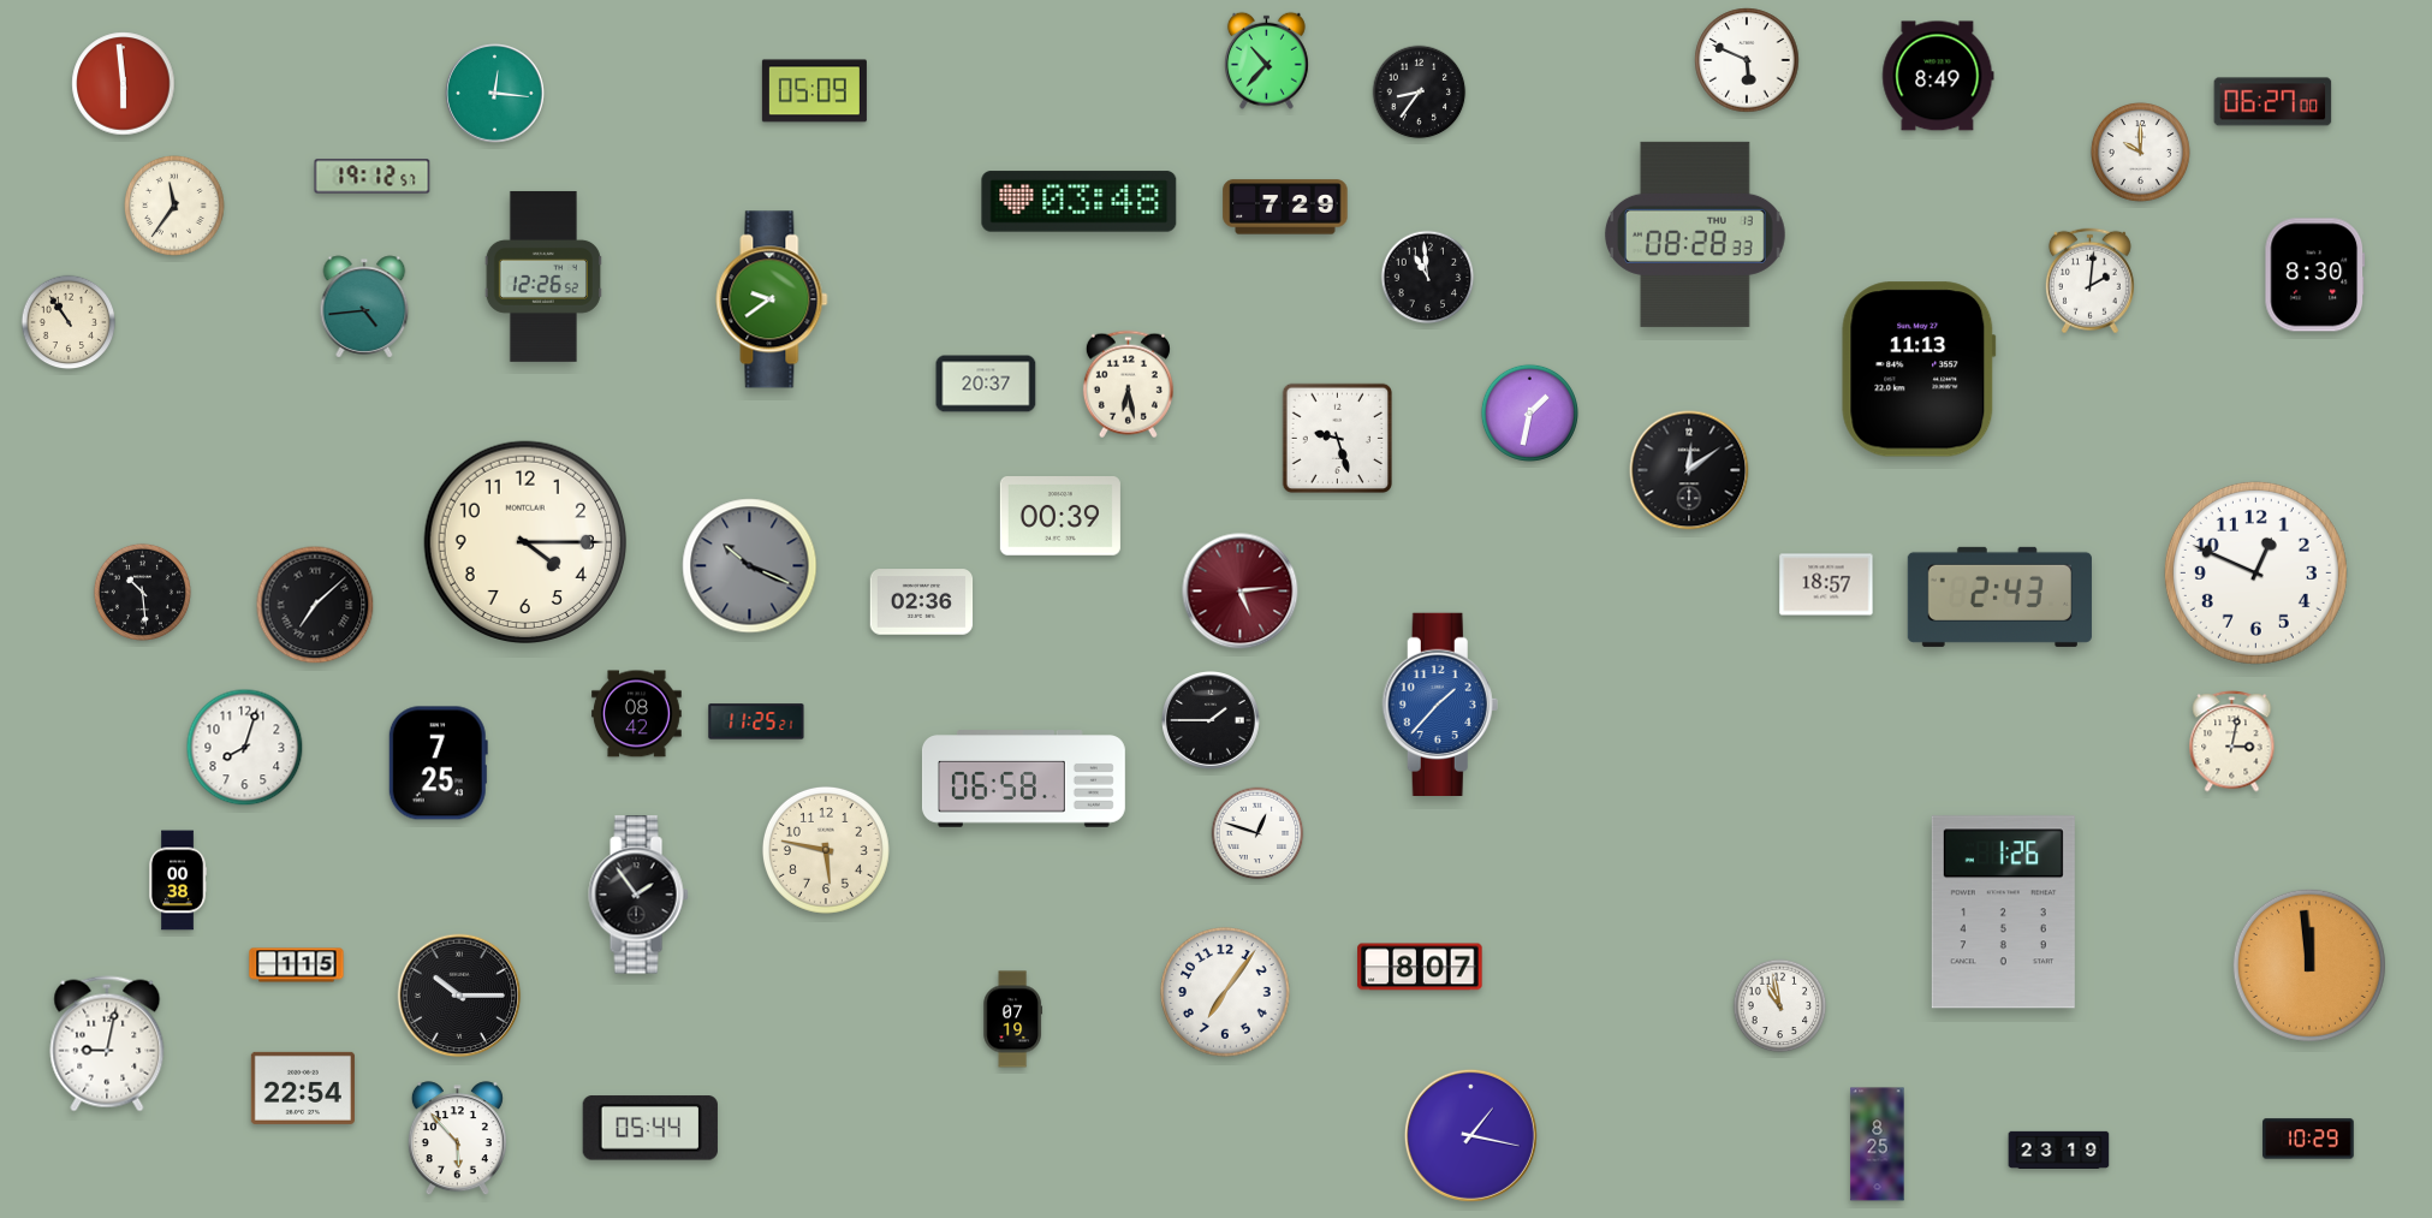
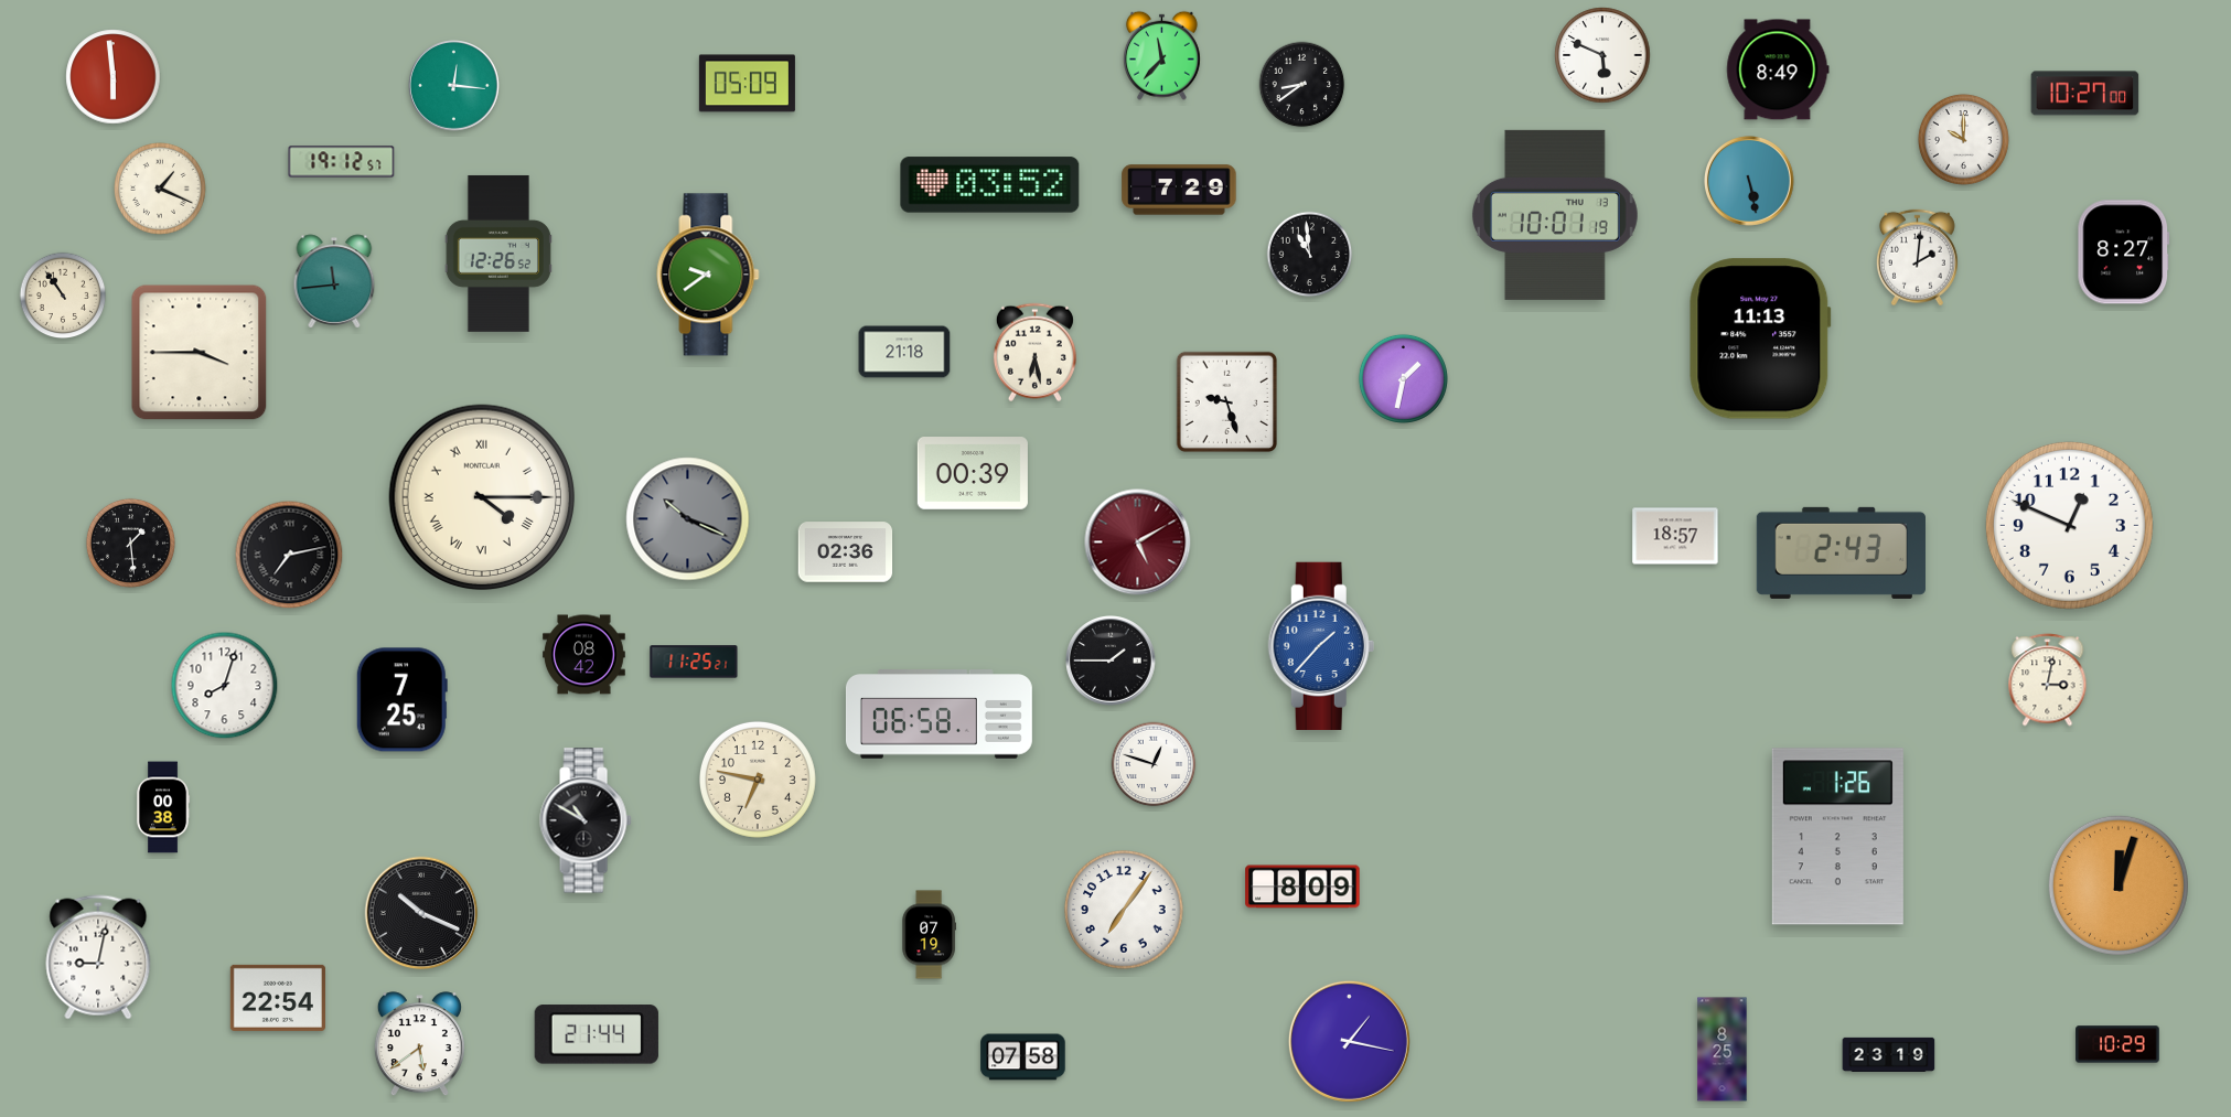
clock at (1266, 60): 10:37 -> 11:37
clock at (1420, 93): 8:36 -> 8:39
clock at (2273, 102): 06:27 -> 10:27
clock at (1750, 182): none -> 5:28
clock at (1080, 202): 03:48 -> 03:52
clock at (176, 207): 11:36 -> 1:19
clock at (1695, 234): 08:28 -> 10:01
clock at (2315, 275): 8:30 -> 8:27
clock at (364, 307): 4:44 -> 11:44
clock at (986, 384): 20:37 -> 21:18
clock at (200, 353): none -> 3:45
clock at (1689, 470): 12:09 -> none
clock at (525, 542) numerals: Arabic -> Roman
clock at (142, 592): 10:29 -> 1:29
clock at (1241, 592): 5:14 -> 5:10
clock at (1999, 596) position: (1999, 596) -> (1841, 552)
clock at (315, 605): 7:08 -> 7:13
clock at (826, 850): 5:47 -> 6:47
clock at (638, 895): 1:54 -> 10:50
clock at (297, 966): 1:15 -> none
clock at (2309, 966): 11:59 -> 12:03
clock at (1420, 967): 8:07 -> 8:09
clock at (459, 996): 10:15 -> 10:19
clock at (1780, 1006): 10:58 -> none
clock at (650, 1128): 05:44 -> 21:44
clock at (457, 1139): 5:53 -> 5:39
clock at (1023, 1057): none -> 07:58
